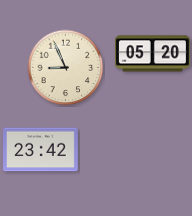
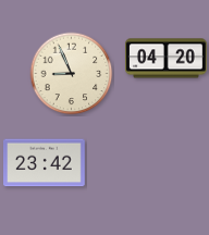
clock at (153, 54): 05:20 -> 04:20
